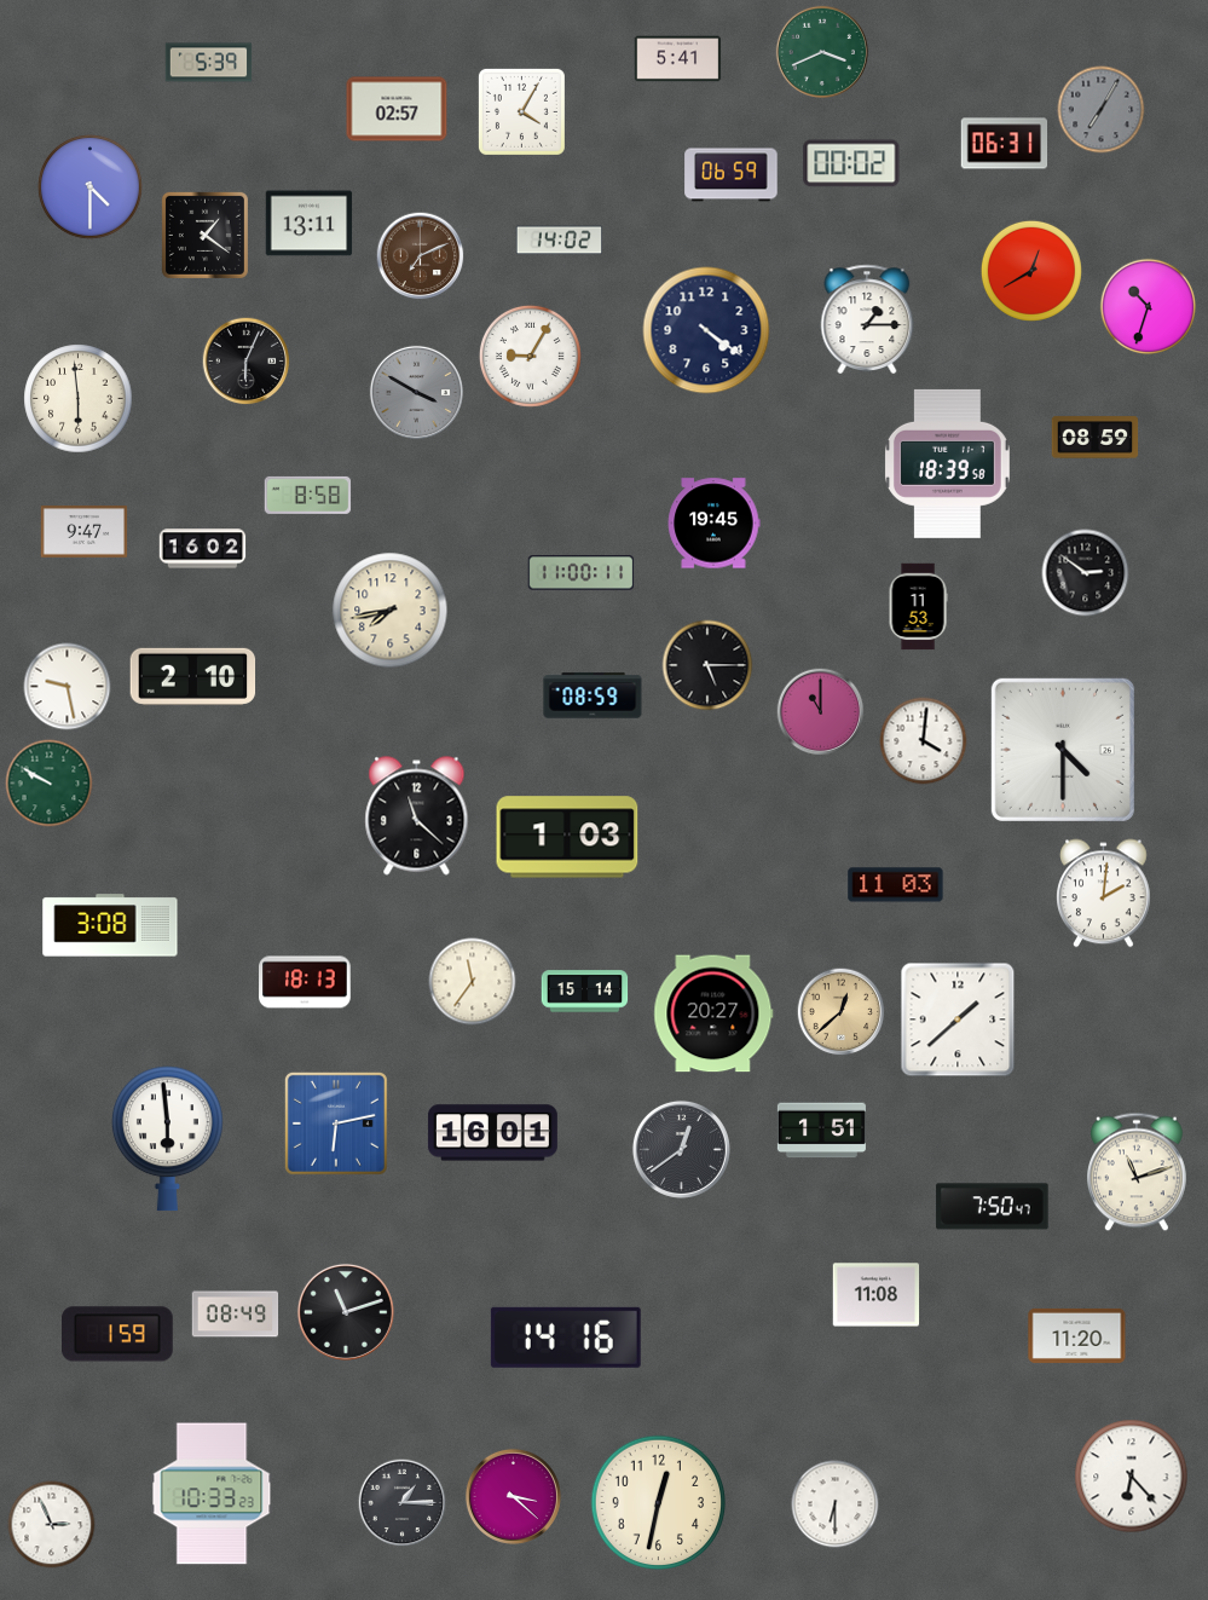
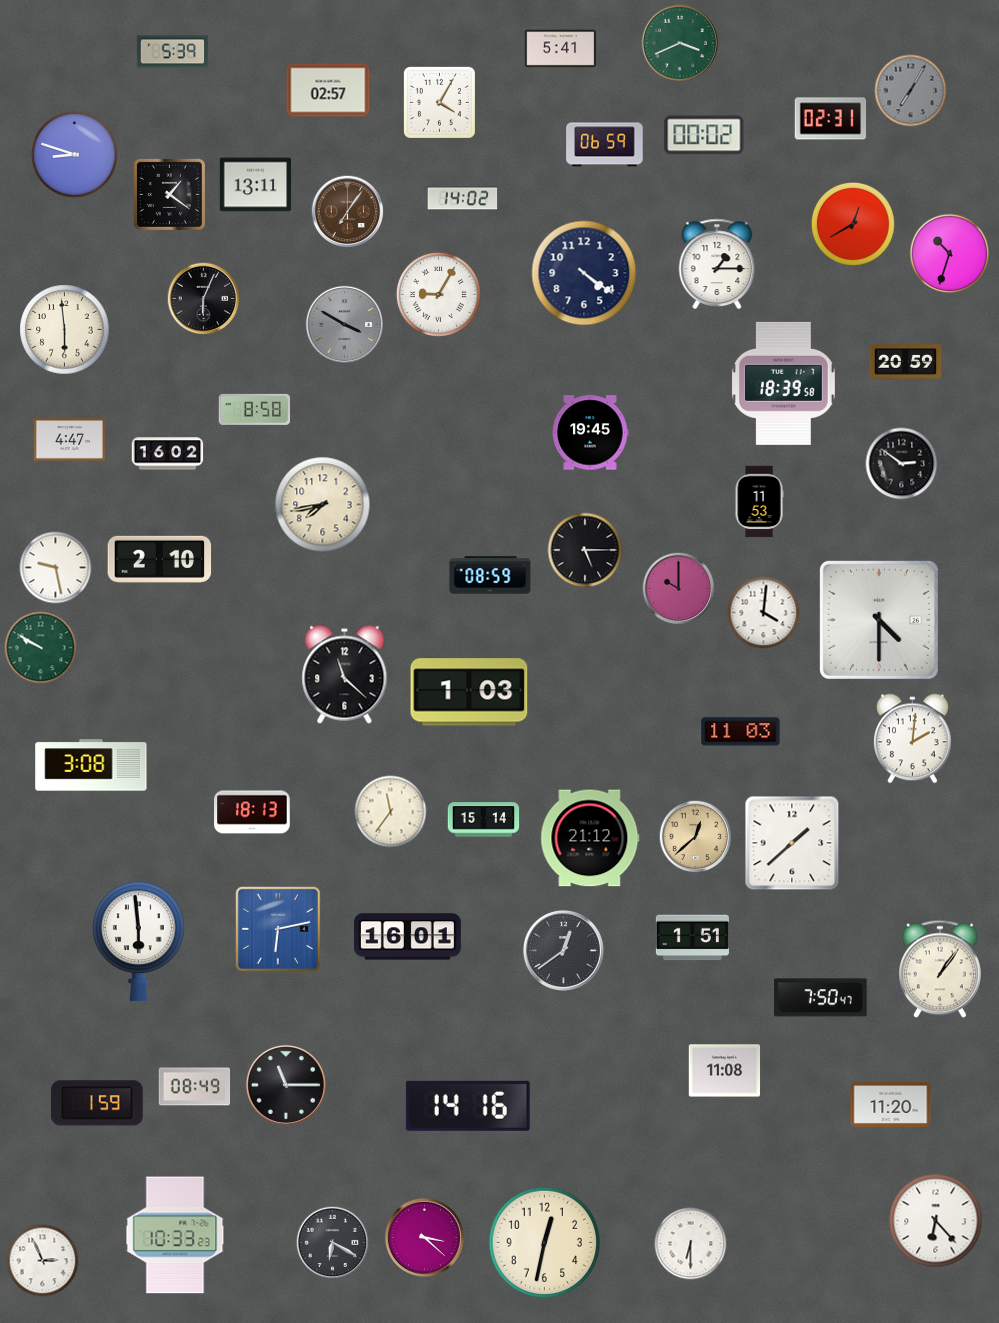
clock at (521, 111) position: (521, 111) -> (439, 102)
clock at (1005, 144): 06:31 -> 02:31
clock at (91, 187): 4:30 -> 8:48
clock at (421, 256): 7:11 -> 7:06
clock at (1096, 438): 08:59 -> 20:59
clock at (85, 532): 9:47 -> 4:47
clock at (582, 573): 11:00 -> none
clock at (1086, 573) position: (1086, 573) -> (902, 464)
clock at (821, 712): 11:00 -> 10:00
clock at (713, 1013): 20:27 -> 21:12
clock at (821, 1131) position: (821, 1131) -> (692, 938)
clock at (1138, 1172): 11:12 -> 1:06
clock at (346, 1312): 11:12 -> 11:15
clock at (403, 1503): 1:15 -> 6:20
